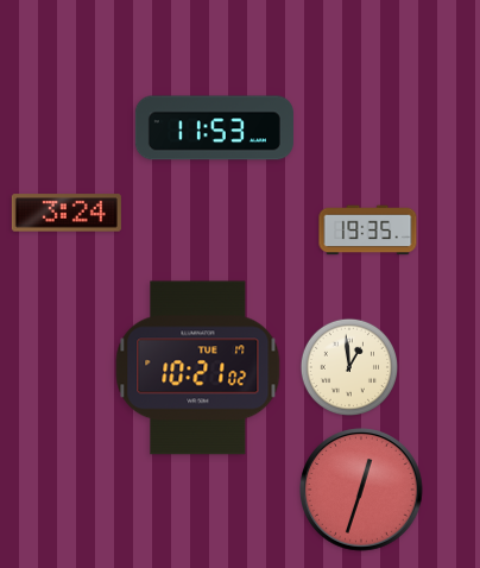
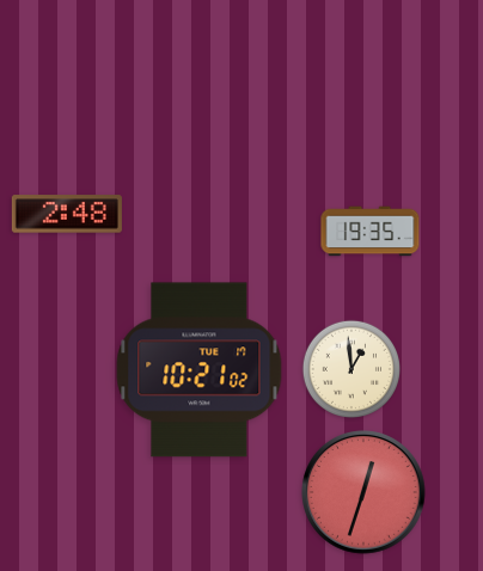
clock at (214, 128): 11:53 -> none
clock at (67, 213): 3:24 -> 2:48
